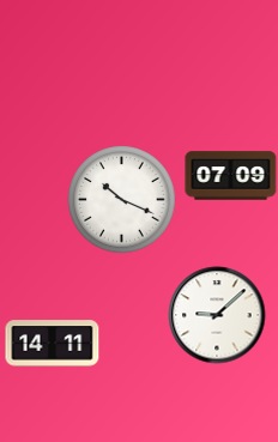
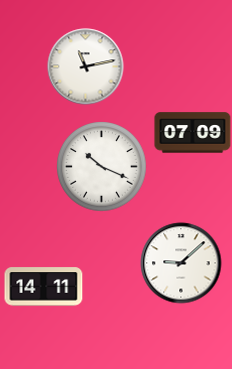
clock at (86, 67): none -> 11:13
clock at (231, 176) position: (231, 176) -> (193, 133)
